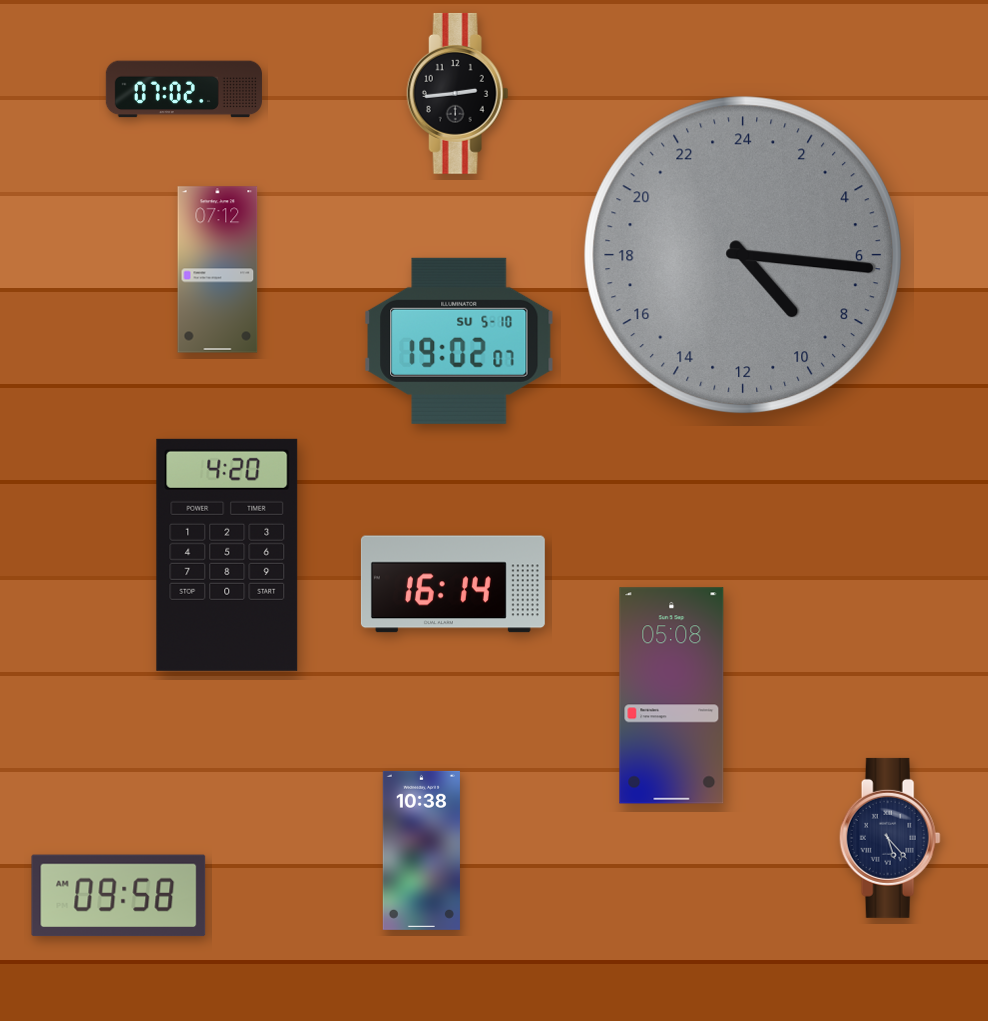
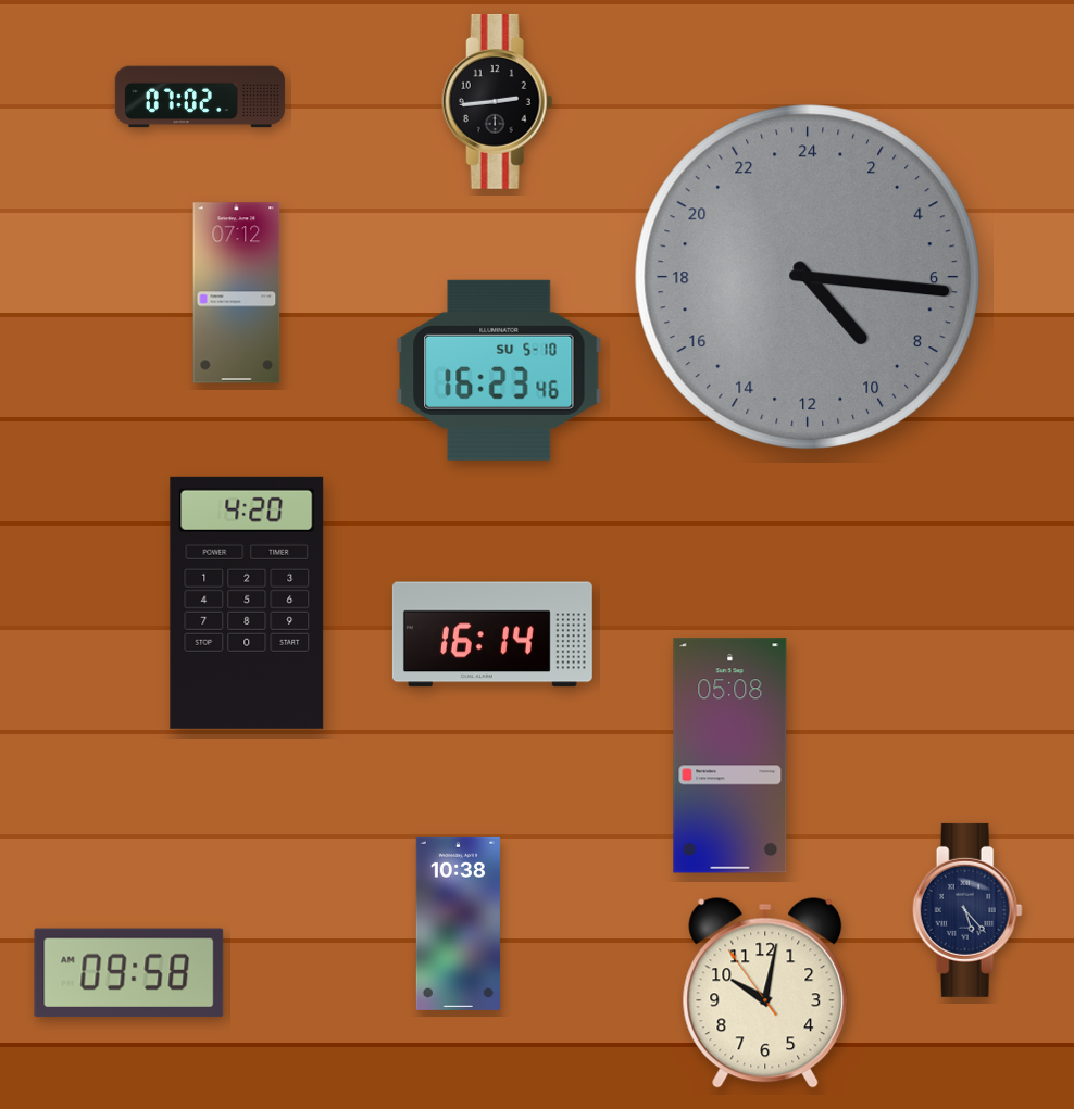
clock at (459, 341): 19:02 -> 16:23
clock at (765, 993): none -> 10:01
